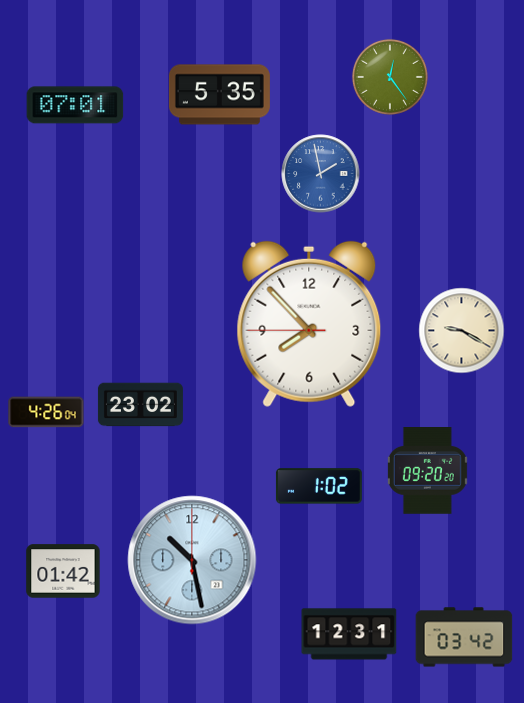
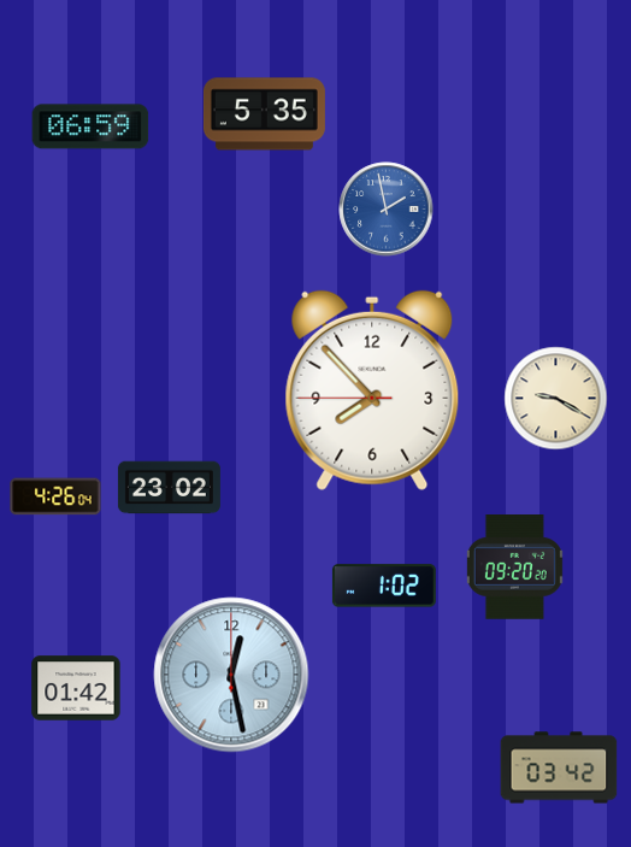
clock at (390, 77): 12:24 -> none
clock at (75, 105): 07:01 -> 06:59
clock at (192, 560): 10:28 -> 12:28
clock at (349, 634): 12:31 -> none
